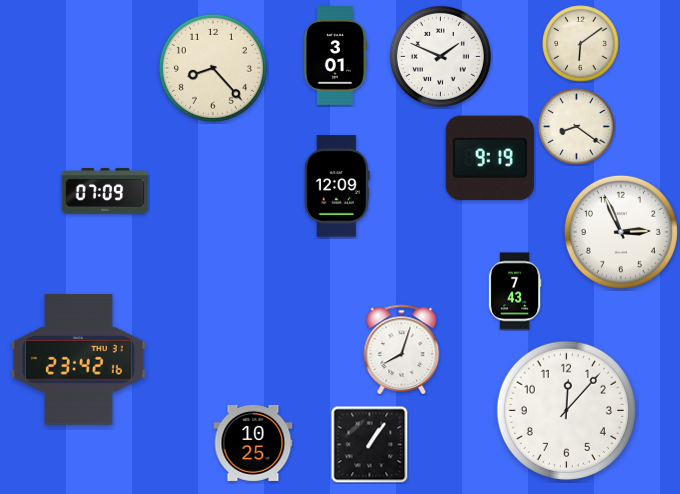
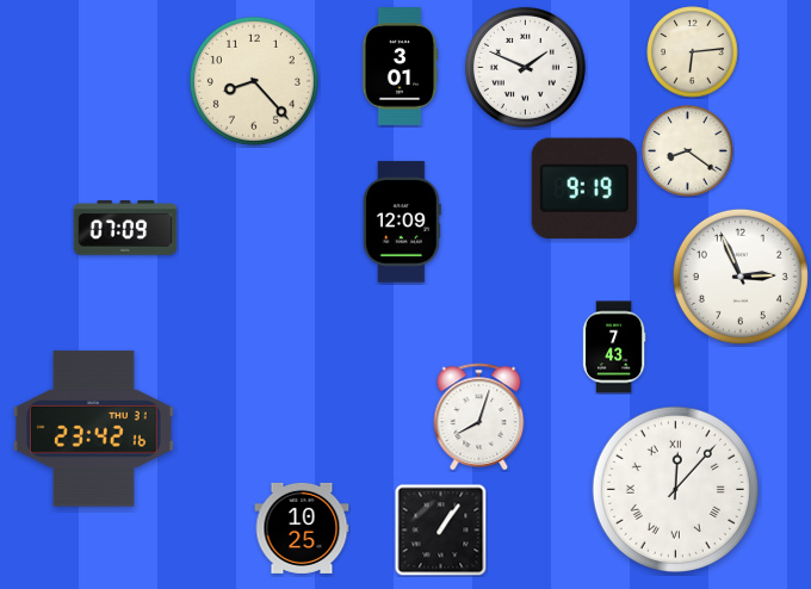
clock at (581, 44): 6:09 -> 6:14
clock at (566, 410) numerals: Arabic -> Roman
